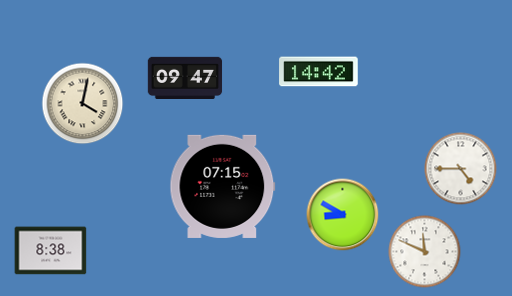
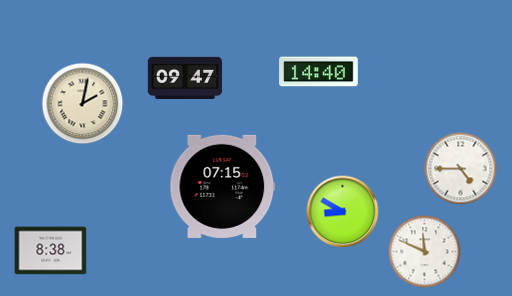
clock at (319, 72): 14:42 -> 14:40
clock at (83, 104): 4:02 -> 2:02
clock at (343, 215) position: (343, 215) -> (343, 212)
